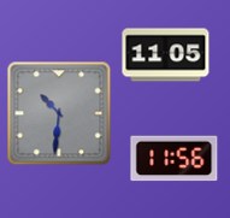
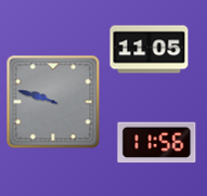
clock at (59, 113): 10:31 -> 9:48
